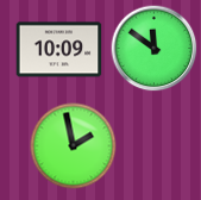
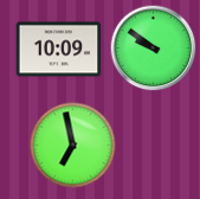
clock at (155, 49): 11:51 -> 9:51
clock at (74, 146): 1:58 -> 6:58
